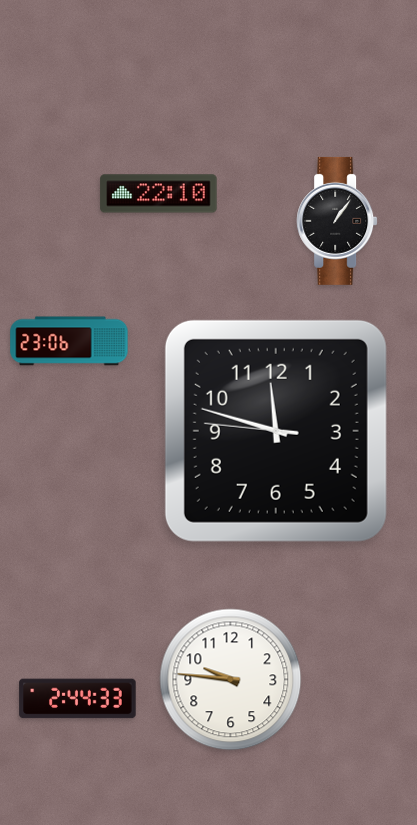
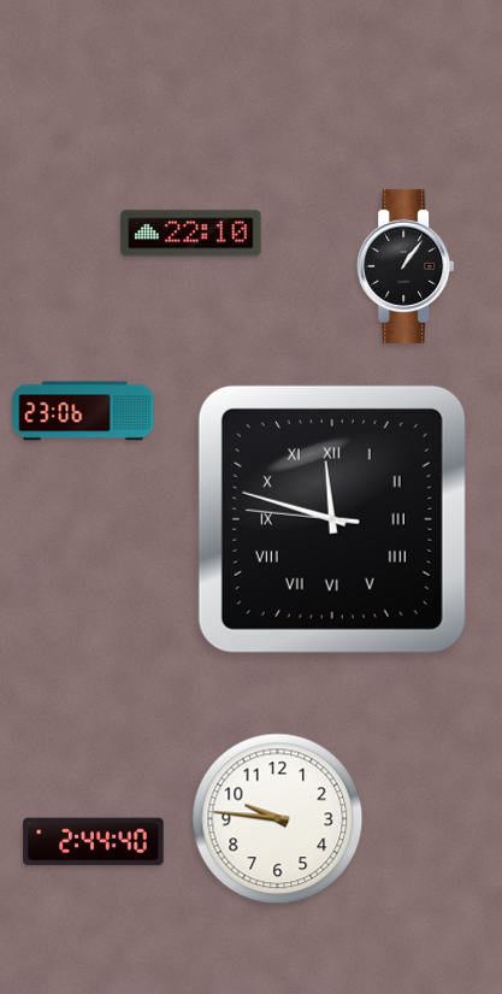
clock at (276, 431) numerals: Arabic -> Roman
clock at (78, 699): 2:44:33 -> 2:44:40
